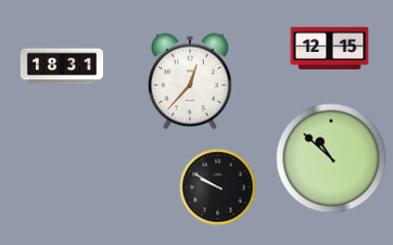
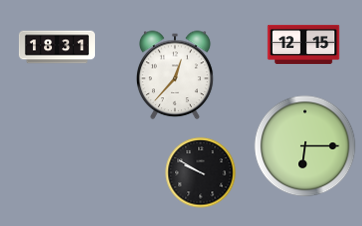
clock at (62, 66) position: (62, 66) -> (57, 47)
clock at (331, 158): 10:52 -> 6:15
